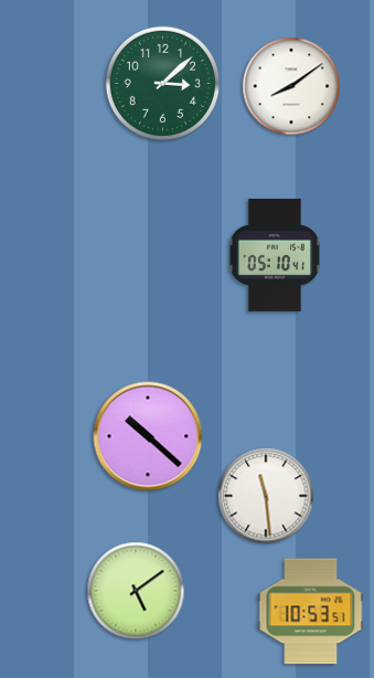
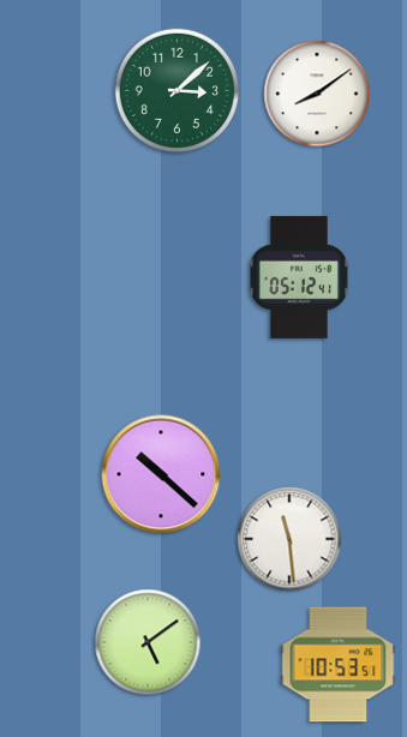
clock at (275, 255): 05:10 -> 05:12
